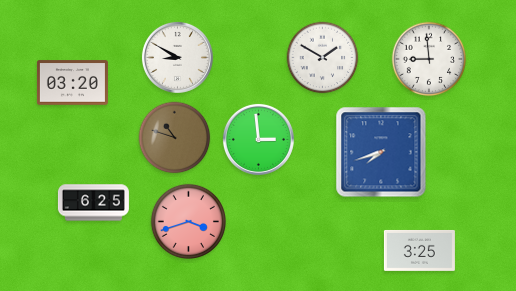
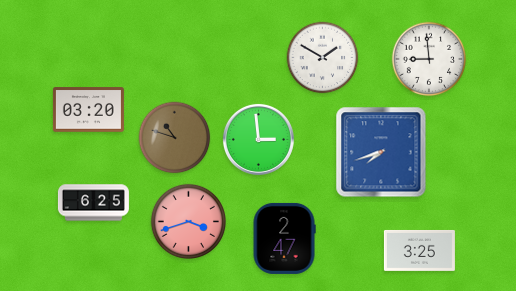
clock at (177, 57): 8:50 -> none
clock at (72, 83) position: (72, 83) -> (88, 110)
clock at (284, 238): none -> 2:47
